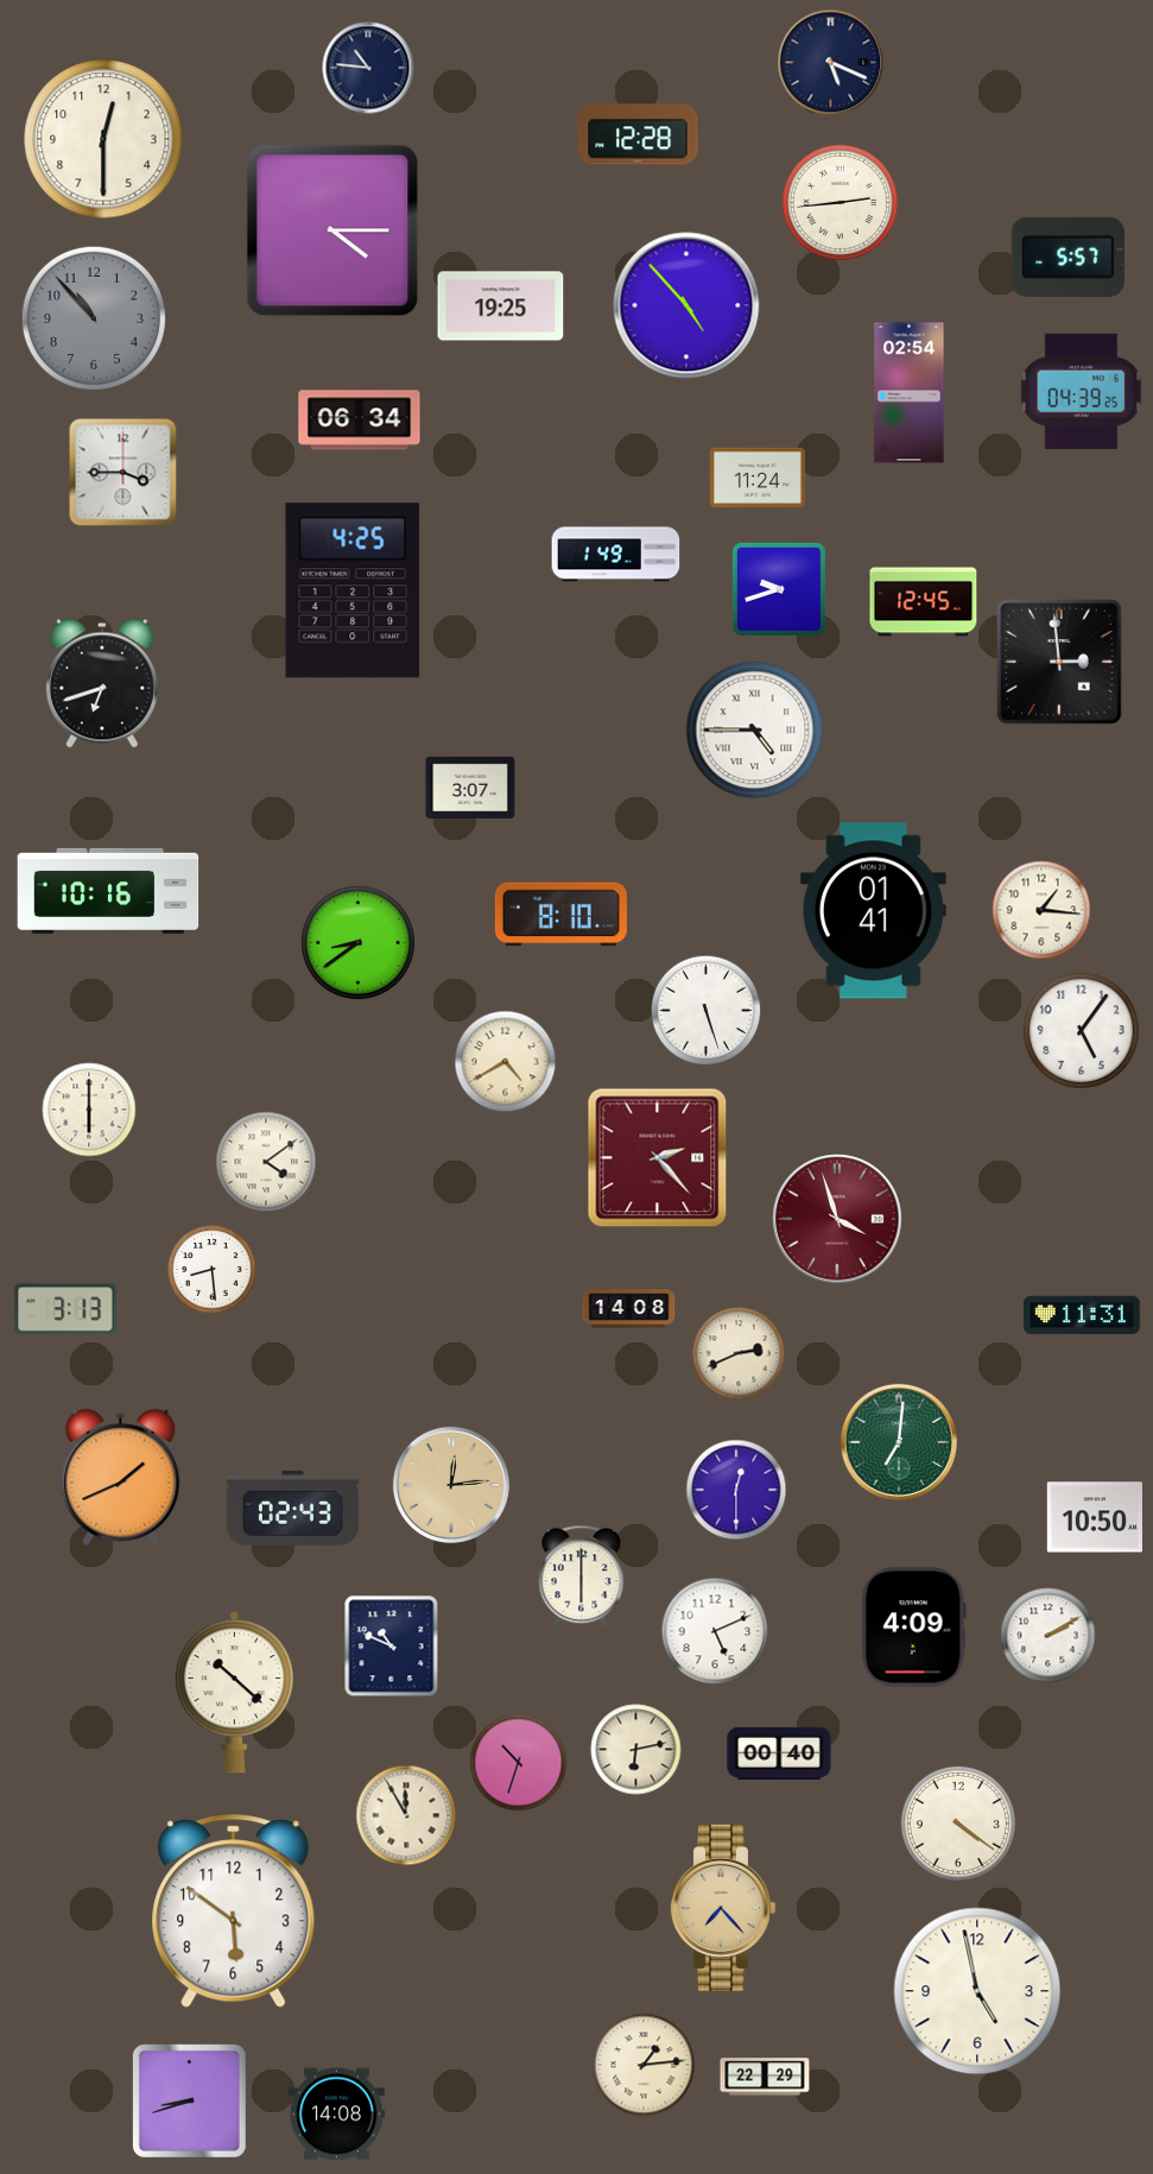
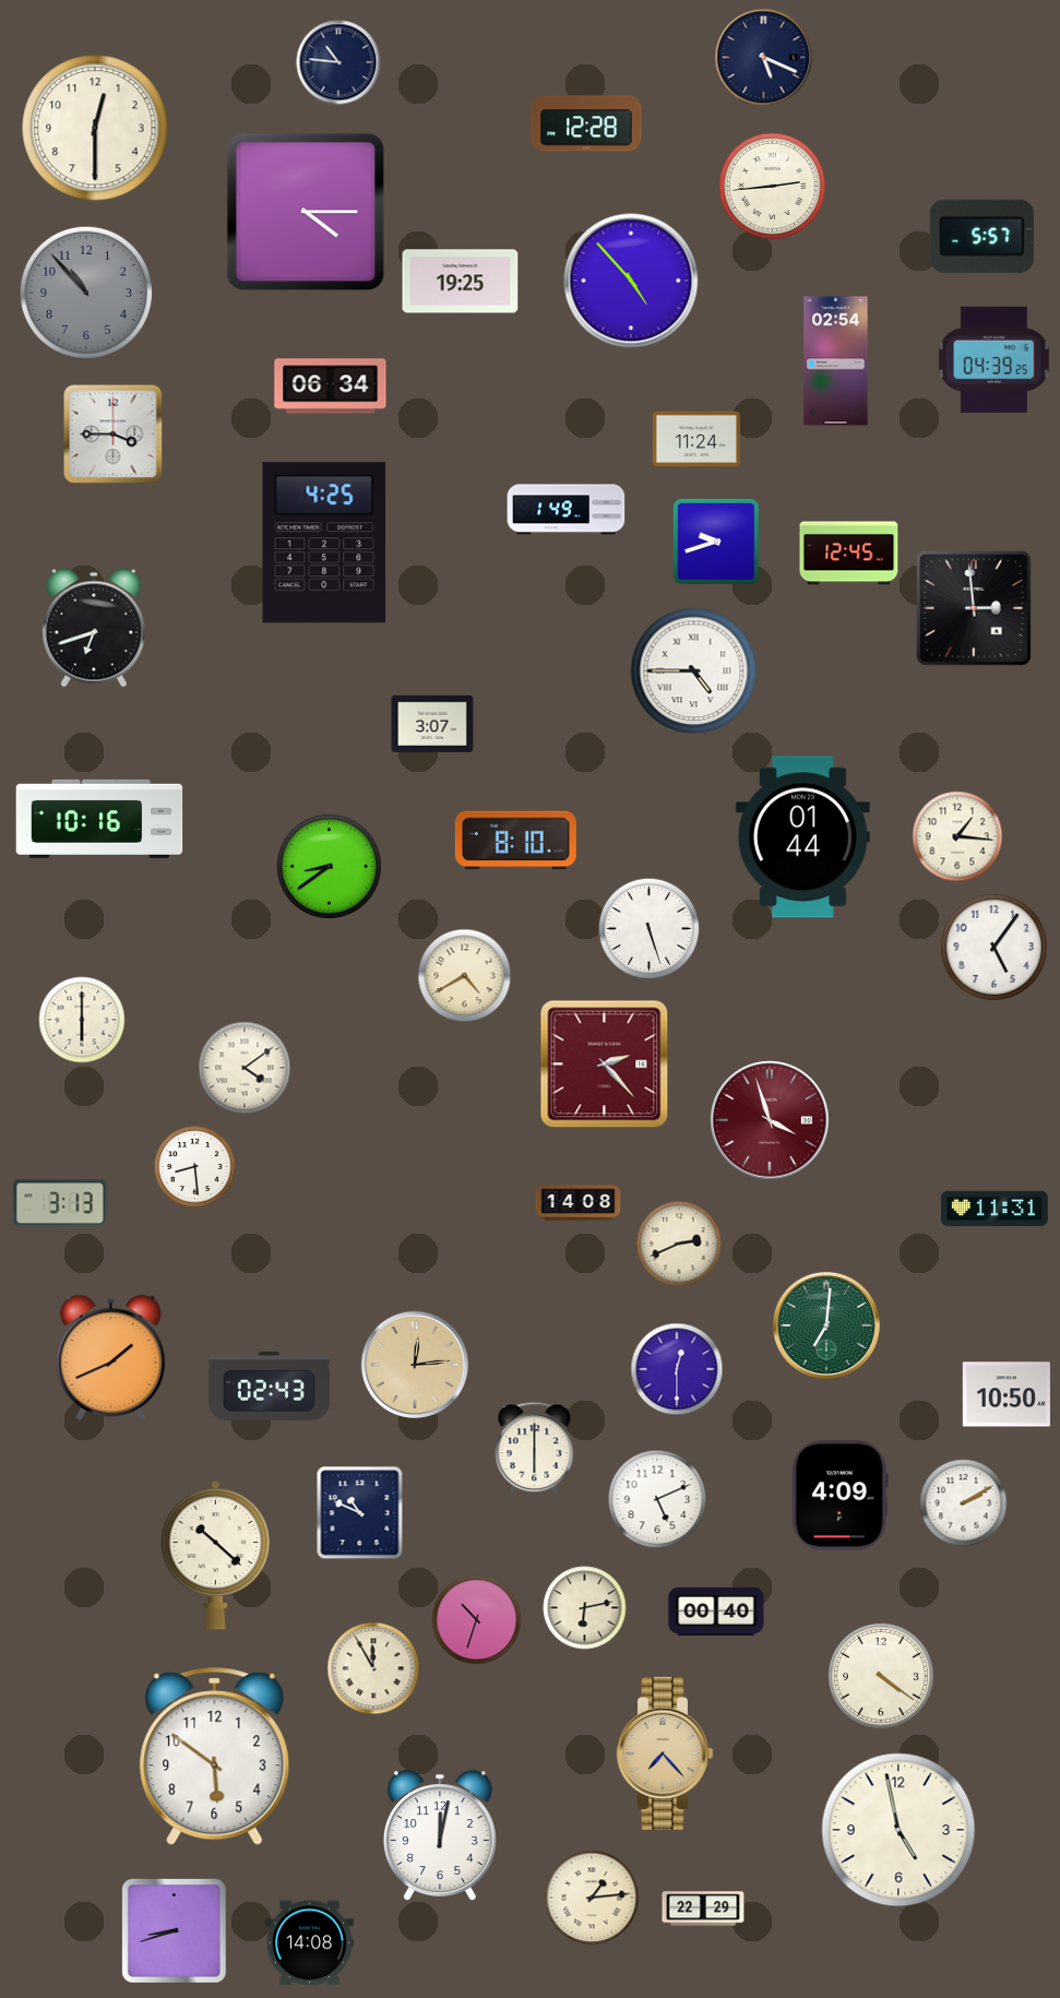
clock at (873, 911): 01:41 -> 01:44
clock at (440, 1836): none -> 12:02
